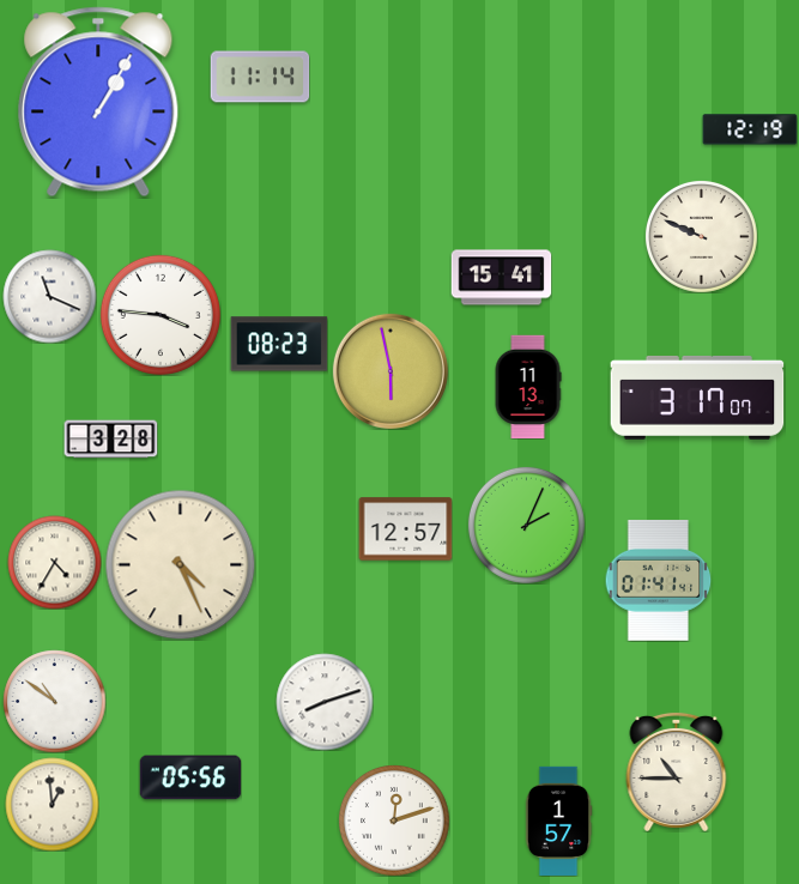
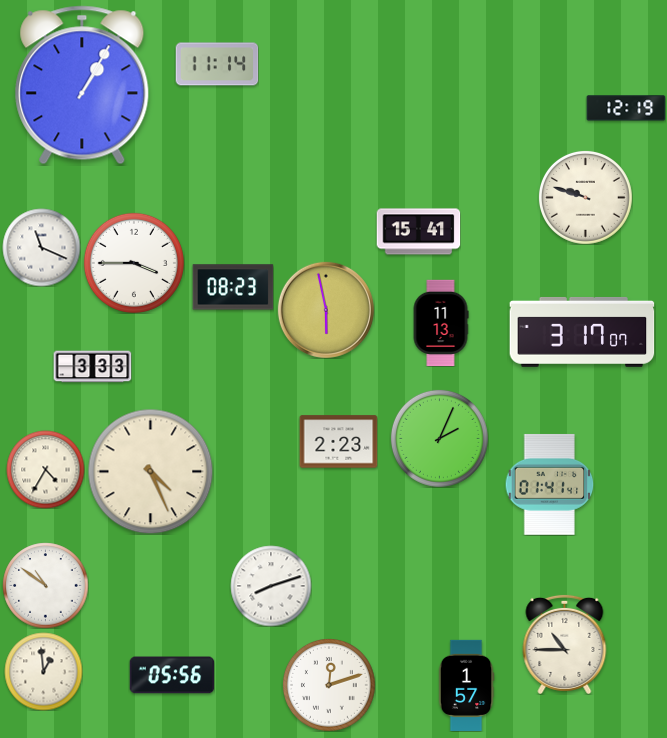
clock at (701, 236): 9:49 -> 9:48
clock at (161, 315): 3:46 -> 3:45
clock at (110, 440): 3:28 -> 3:33
clock at (405, 529): 12:57 -> 2:23
clock at (190, 777) position: (190, 777) -> (172, 675)
